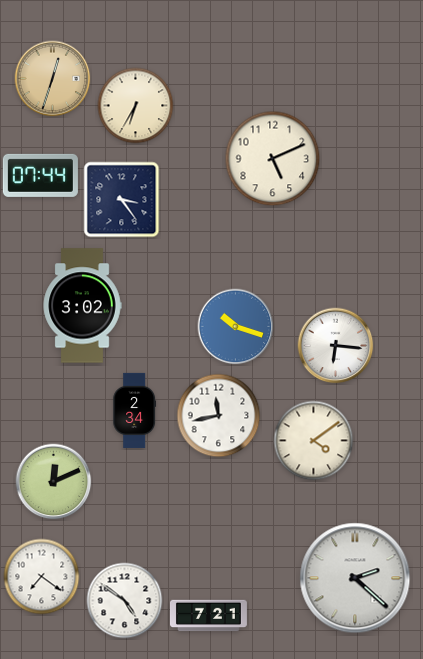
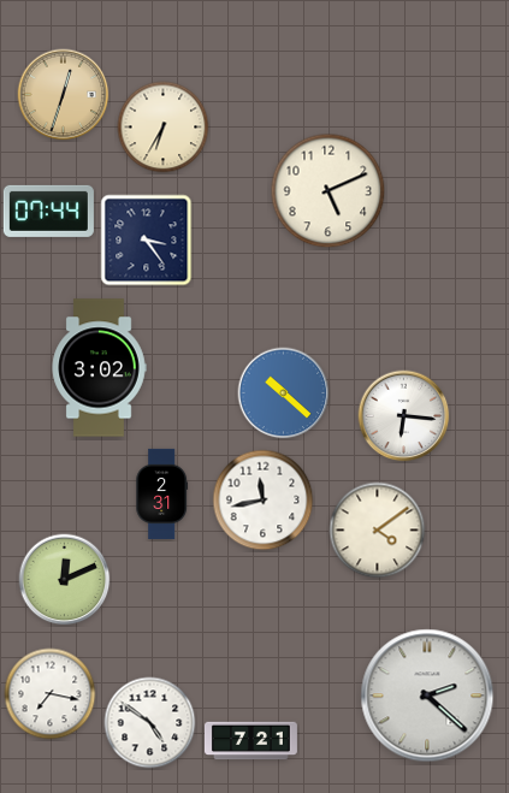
clock at (236, 327): 10:18 -> 10:22
clock at (134, 410): 2:34 -> 2:31
clock at (42, 577): 7:21 -> 7:17
